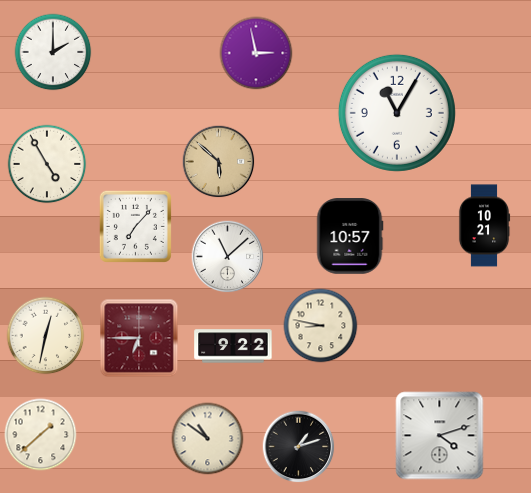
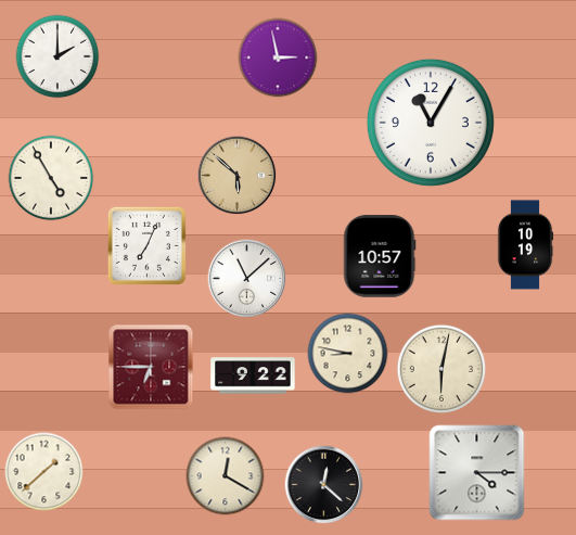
clock at (135, 226): 7:07 -> 7:04
clock at (484, 226): 10:21 -> 10:19
clock at (46, 336): 12:32 -> none
clock at (441, 369): none -> 6:02
clock at (440, 436): 4:12 -> 4:15
clock at (208, 439): 10:51 -> 12:20
clock at (299, 447): 1:12 -> 12:22
